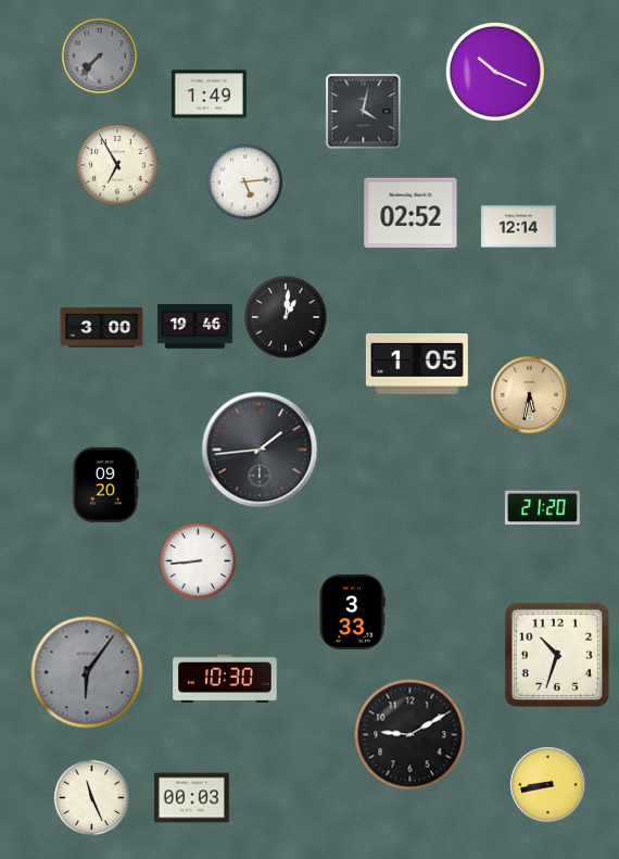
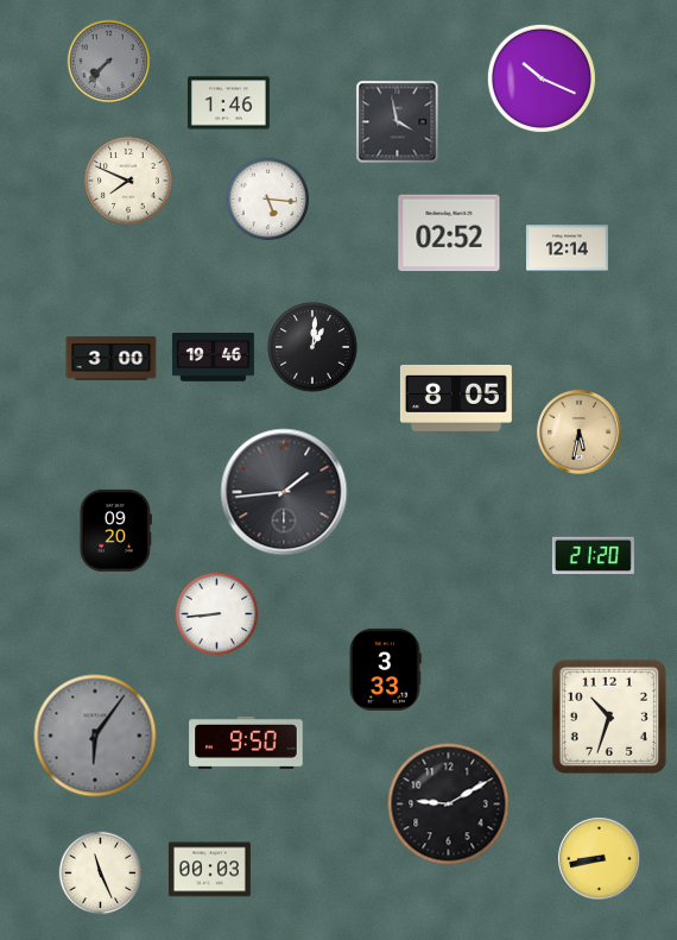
clock at (209, 94): 1:49 -> 1:46
clock at (364, 112): 4:02 -> 3:58
clock at (117, 165): 6:55 -> 7:49
clock at (245, 182): 5:14 -> 5:16
clock at (417, 364): 1:05 -> 8:05
clock at (225, 679): 10:30 -> 9:50
clock at (191, 798) position: (191, 798) -> (209, 870)
